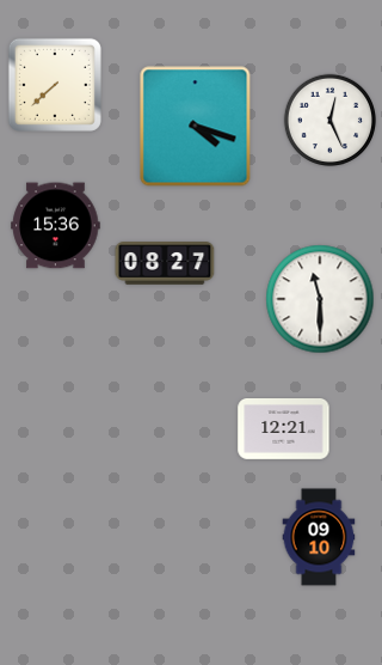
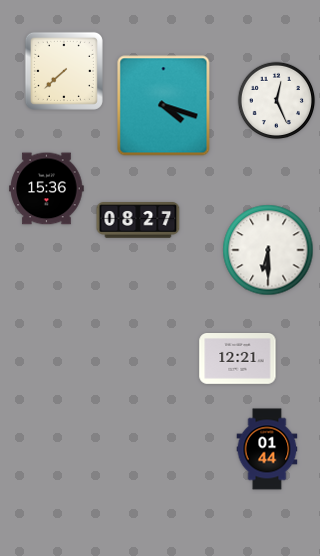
clock at (55, 85) position: (55, 85) -> (64, 71)
clock at (320, 299): 11:30 -> 6:30
clock at (319, 537): 09:10 -> 01:44
